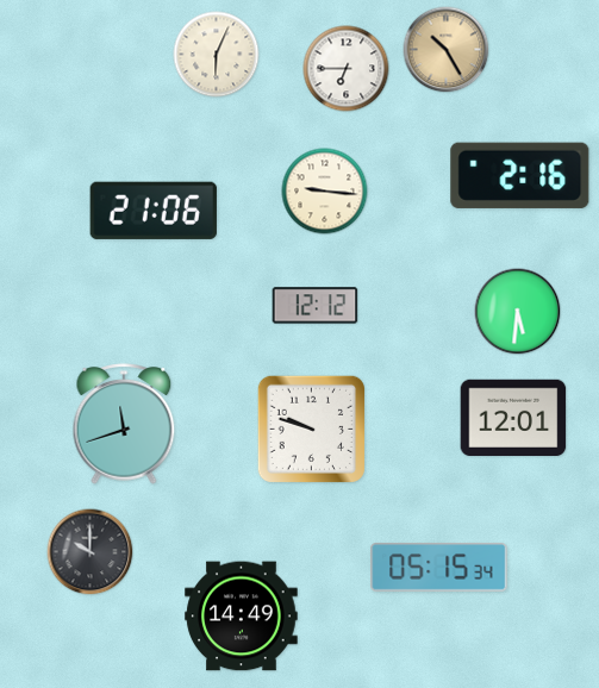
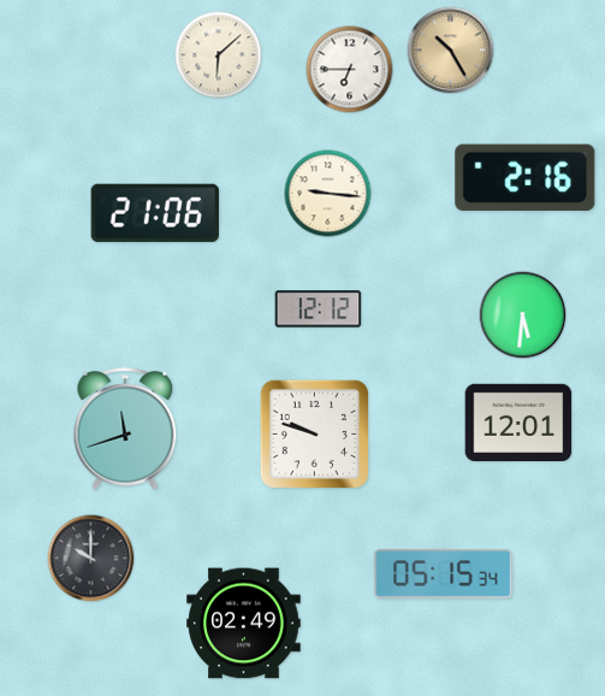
clock at (217, 55): 6:04 -> 6:08
clock at (242, 617): 14:49 -> 02:49
